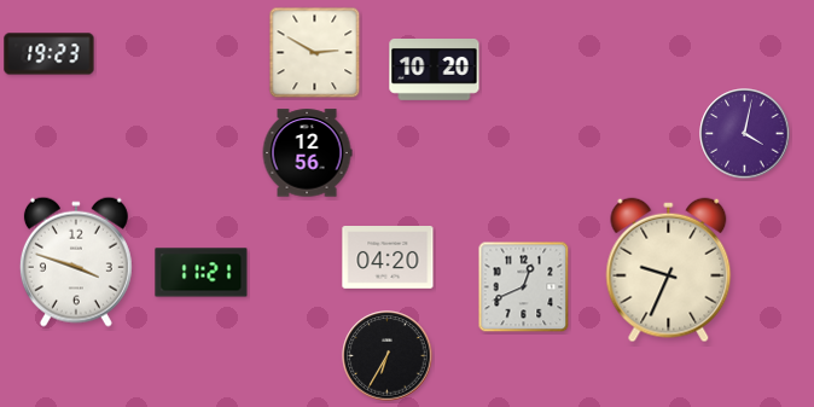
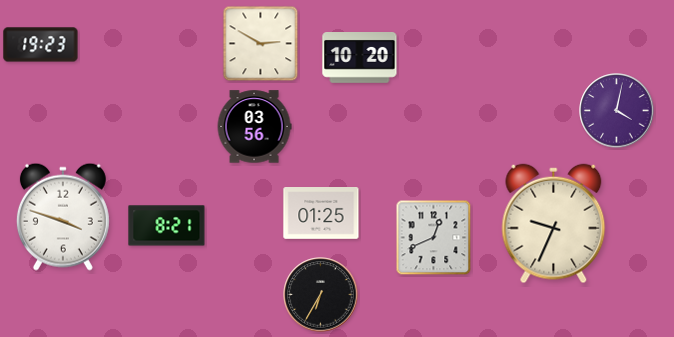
clock at (307, 153): 12:56 -> 03:56
clock at (388, 258): 04:20 -> 01:25
clock at (202, 273): 11:21 -> 8:21
